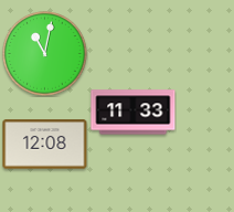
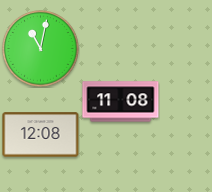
clock at (134, 113): 11:33 -> 11:08
clock at (45, 145) position: (45, 145) -> (41, 135)
